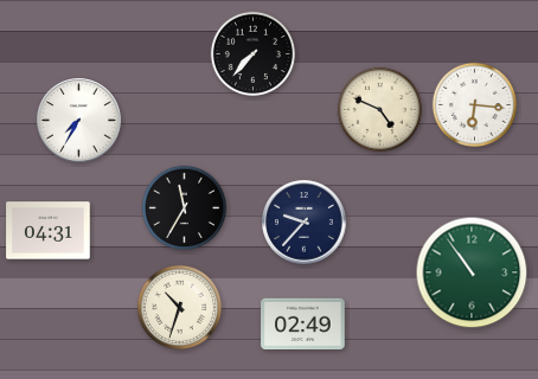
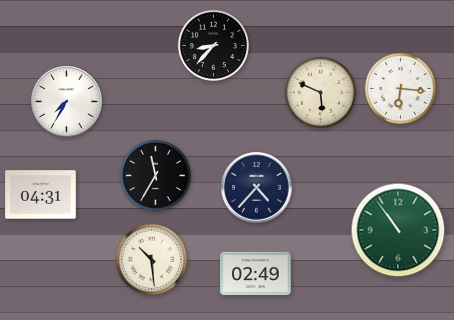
clock at (252, 53): 7:37 -> 8:37
clock at (379, 109): 4:49 -> 5:49
clock at (305, 223): 9:37 -> 4:37
clock at (179, 307): 10:33 -> 10:29
